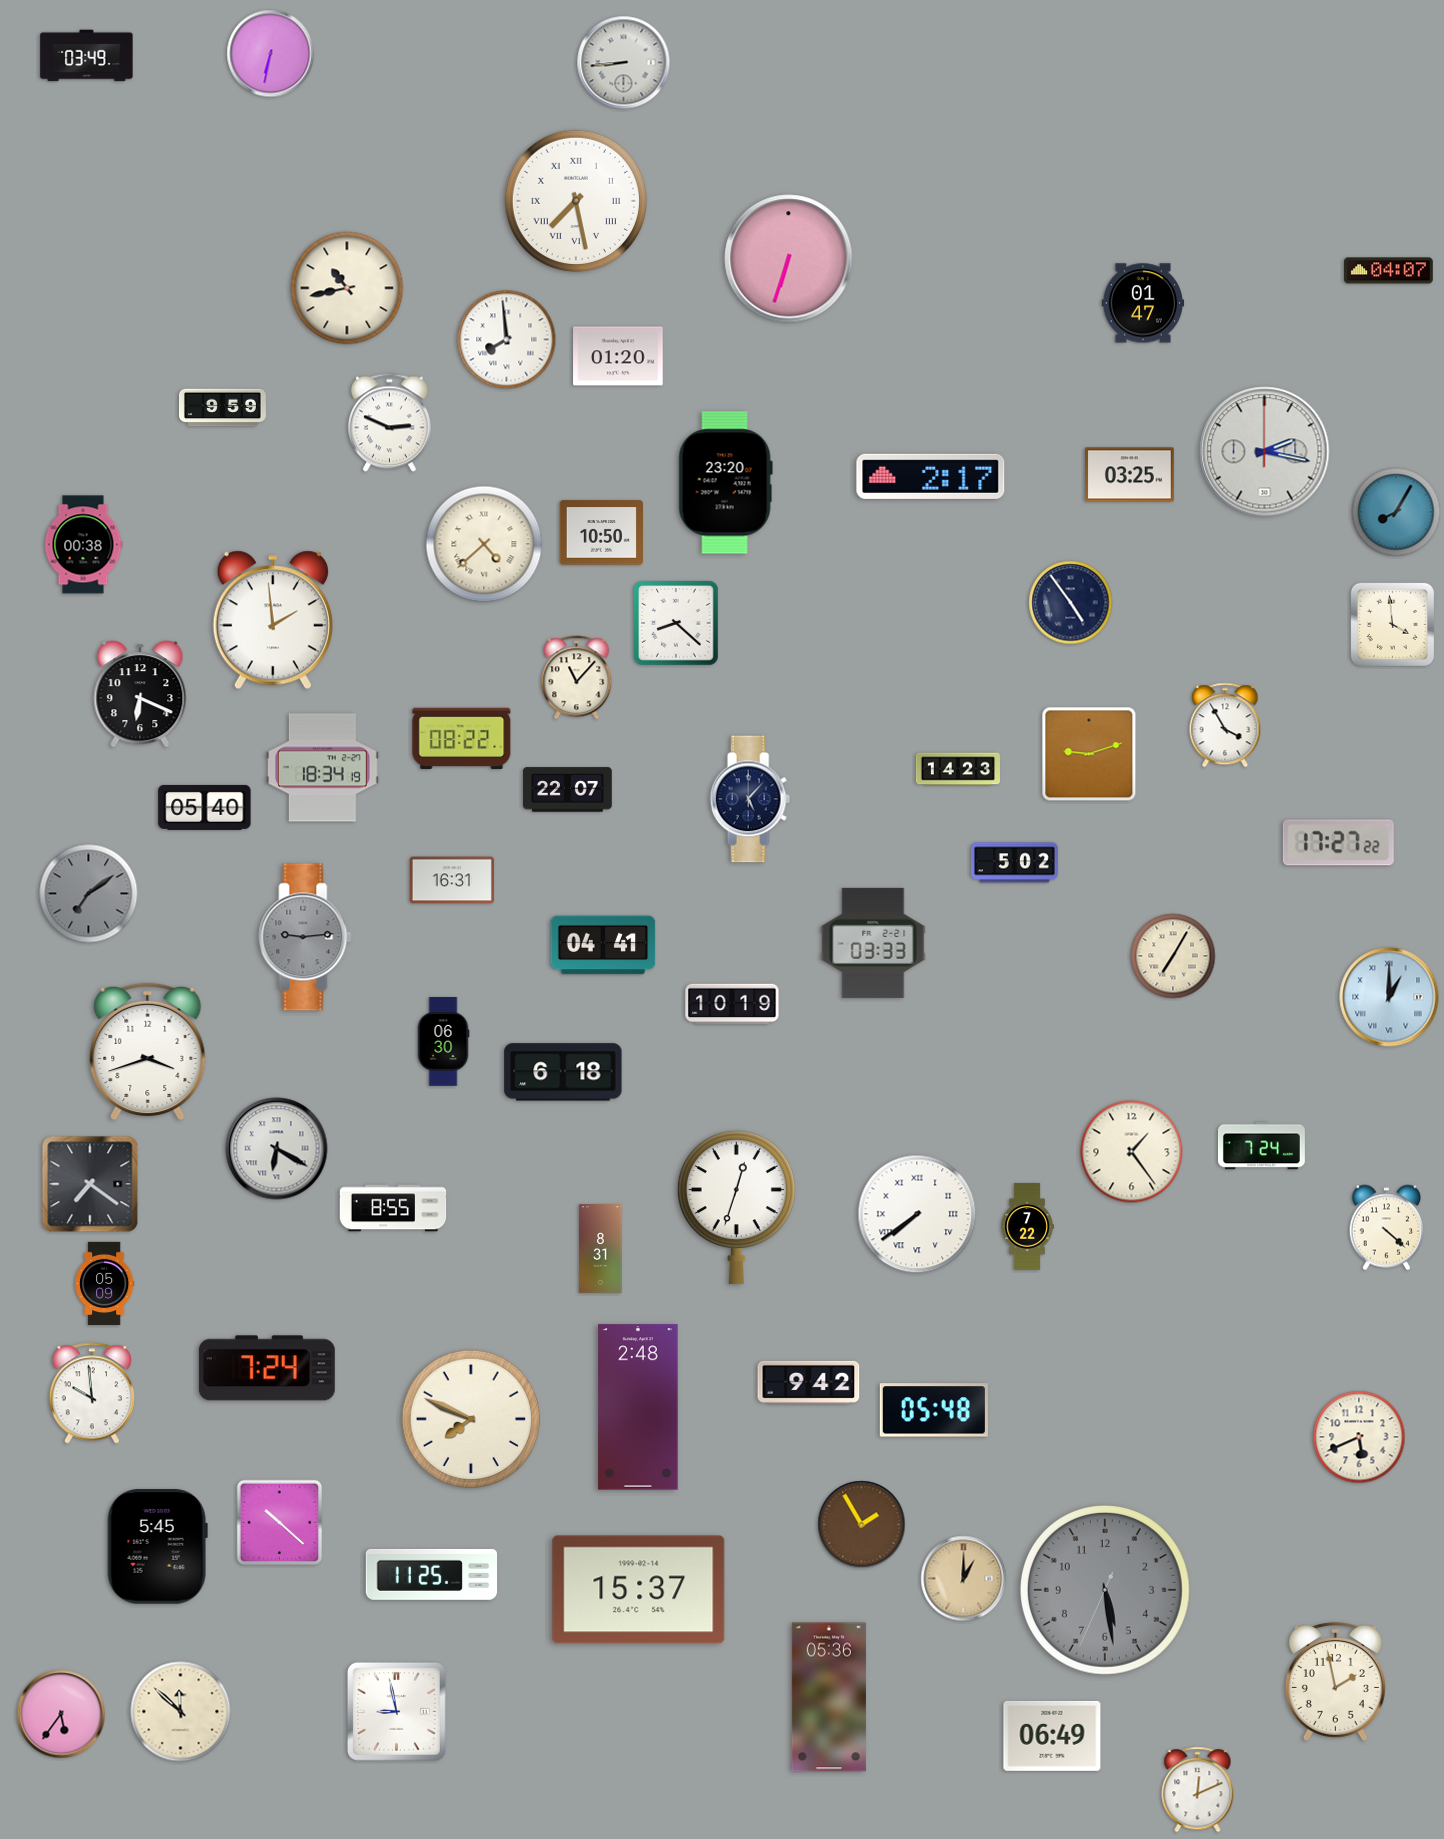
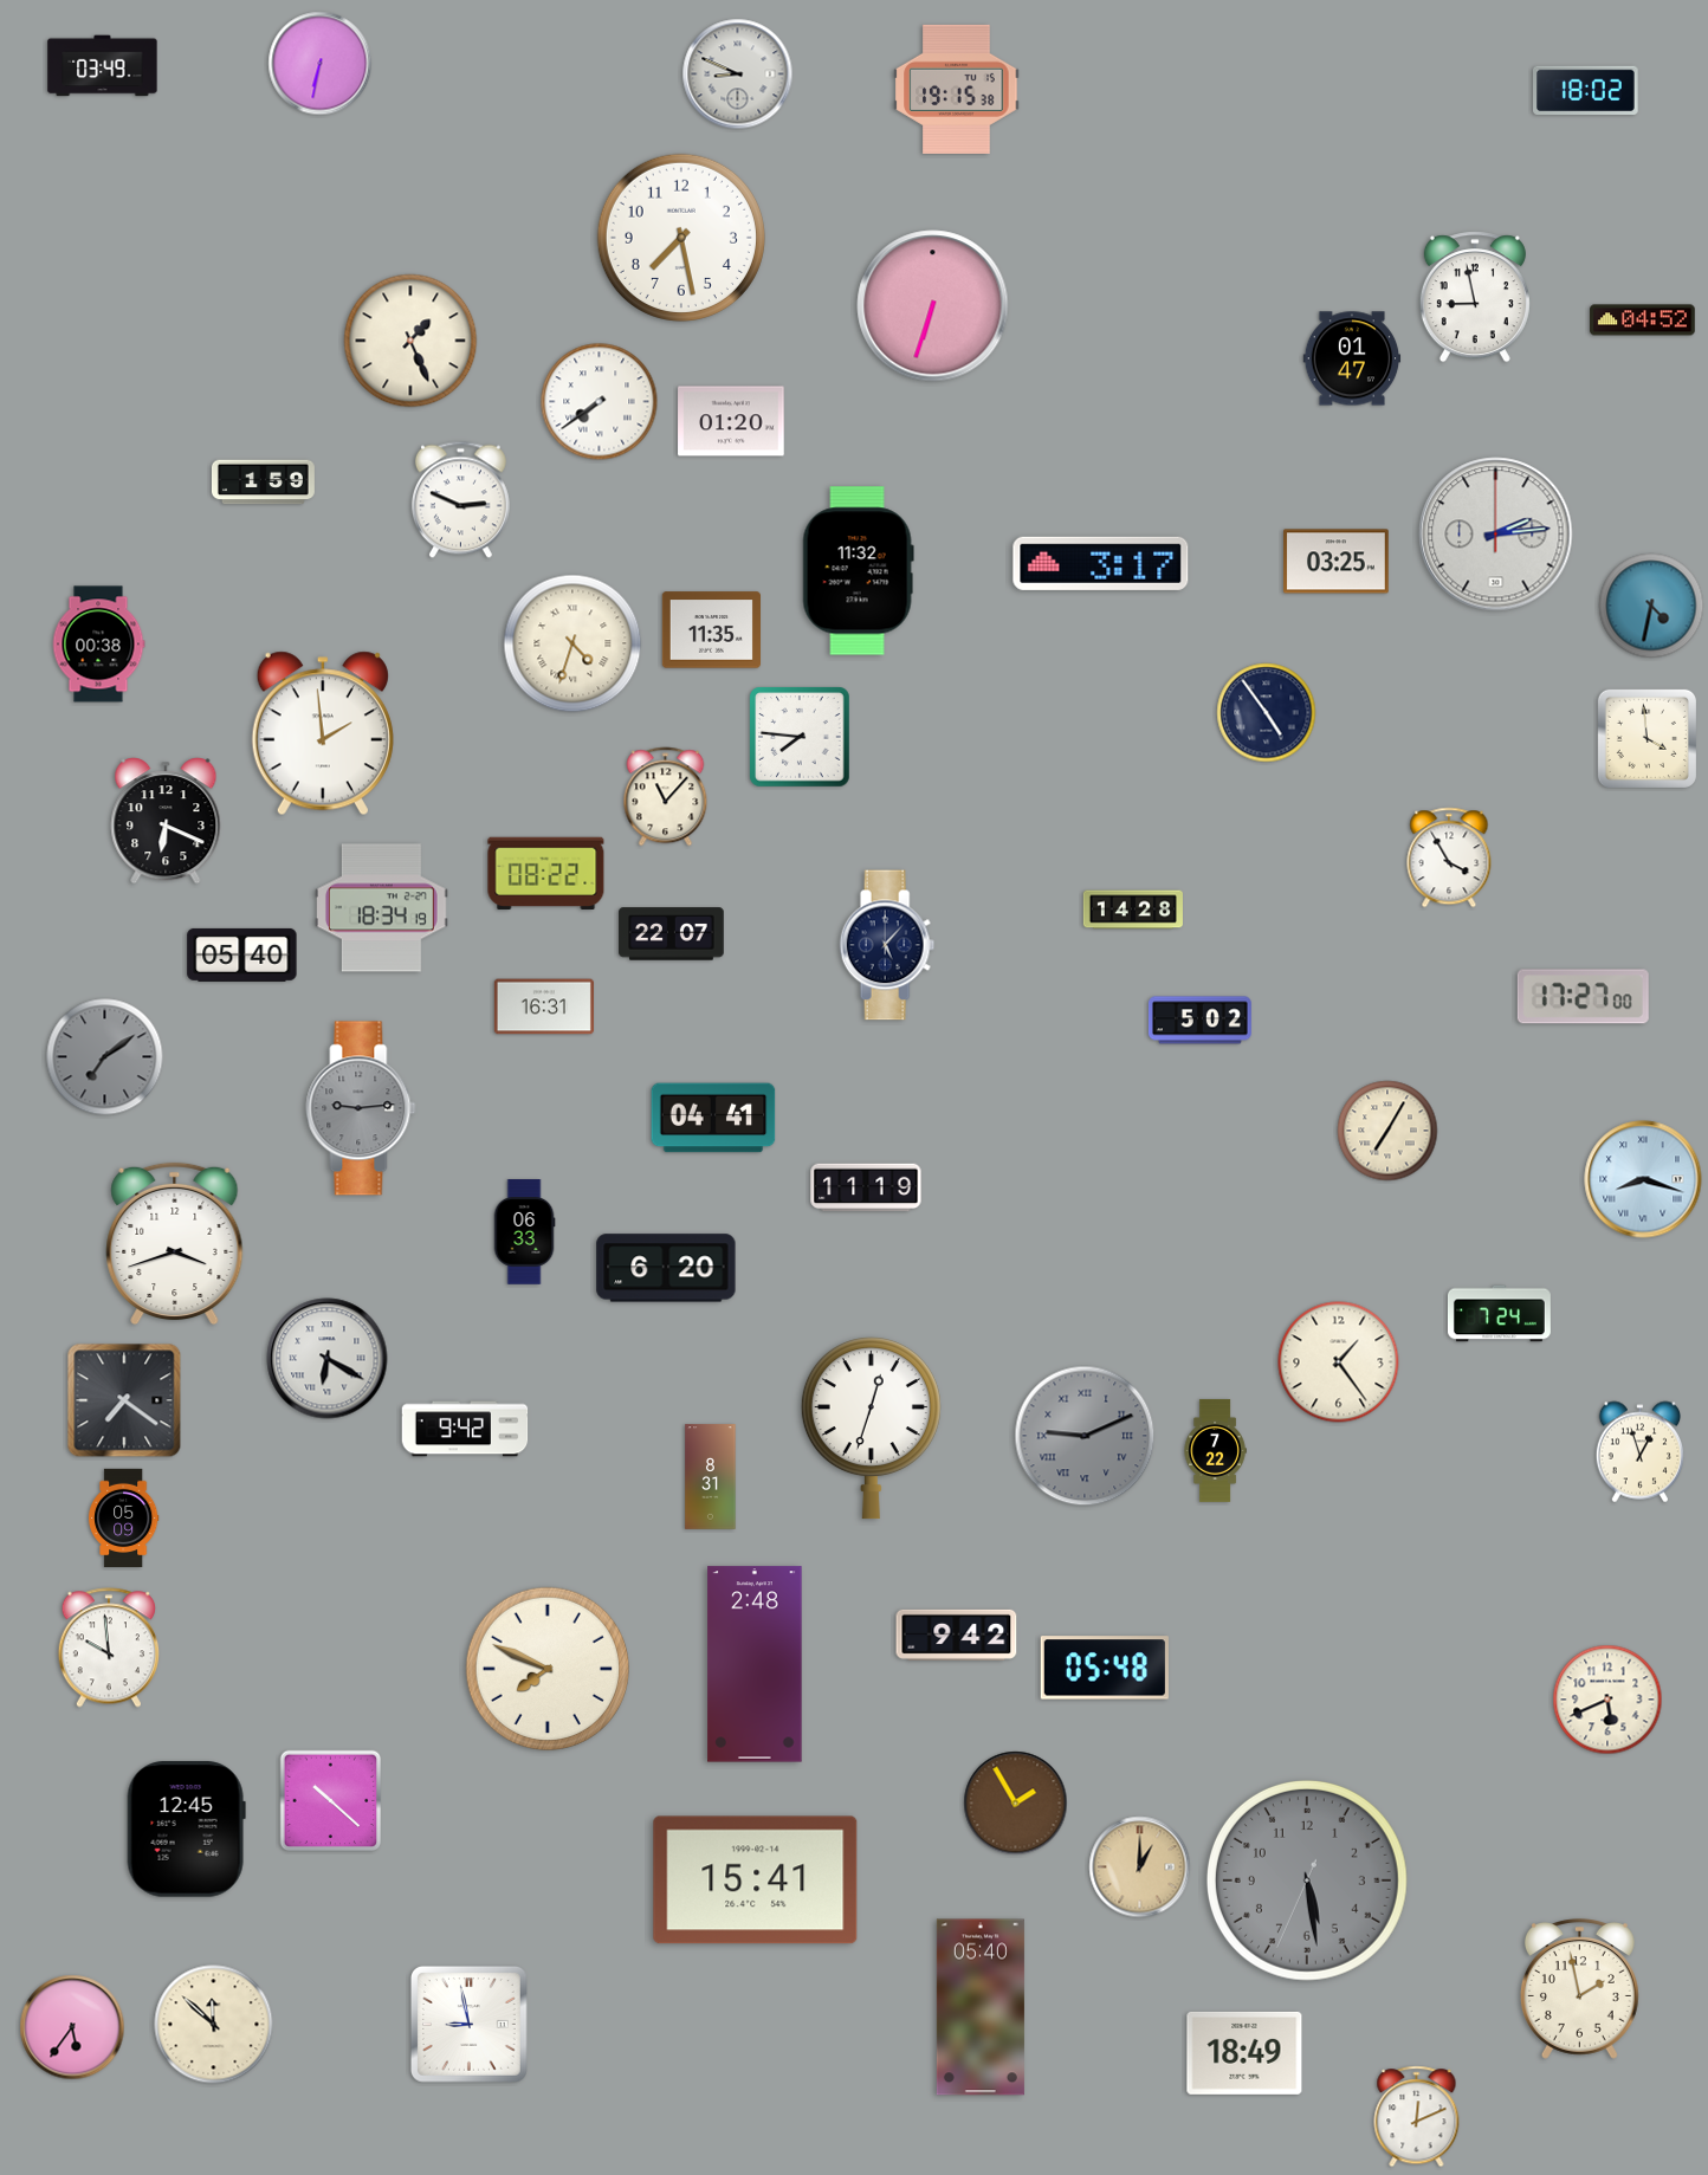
clock at (624, 63): 8:44 -> 8:49
clock at (957, 89): none -> 19:15
clock at (1586, 91): none -> 18:02
clock at (576, 201) numerals: Roman -> Arabic
clock at (1475, 297): none -> 8:58
clock at (1389, 271): 04:07 -> 04:52
clock at (347, 288): 10:43 -> 1:26
clock at (507, 340): 7:59 -> 7:39
clock at (222, 408): 9:59 -> 1:59
clock at (1265, 452): 2:17 -> 2:14
clock at (931, 476): 2:17 -> 3:17
clock at (725, 483): 23:20 -> 11:32
clock at (1396, 512): 8:05 -> 4:32
clock at (601, 533): 10:50 -> 11:35
clock at (484, 544): 4:38 -> 4:33
clock at (676, 623): 8:22 -> 7:46
clock at (577, 678) position: (577, 678) -> (666, 797)
clock at (1089, 754): 9:12 -> none
clock at (958, 769): 14:23 -> 14:28
clock at (1338, 843): 17:27:22 -> 17:27:00
clock at (452, 880) position: (452, 880) -> (544, 1006)
clock at (873, 943): 03:33 -> none
clock at (1389, 997): 1:00 -> 8:18
clock at (732, 1004): 10:19 -> 11:19
clock at (443, 1042): 06:30 -> 06:33
clock at (563, 1072): 6:18 -> 6:20
clock at (1261, 1146) position: (1261, 1146) -> (1499, 1314)
clock at (90, 1184) position: (90, 1184) -> (124, 1400)
clock at (393, 1208): 8:55 -> 9:42
clock at (917, 1214): 7:39 -> 9:11
clock at (917, 1214) dial: white -> grey
clock at (1387, 1228): 4:22 -> 12:57
clock at (267, 1368): 7:24 -> none
clock at (470, 1418) position: (470, 1418) -> (546, 1668)
clock at (862, 1525) position: (862, 1525) -> (1016, 1804)
clock at (157, 1547): 5:45 -> 12:45
clock at (432, 1574): 11:25 -> none
clock at (639, 1590): 15:37 -> 15:41
clock at (829, 1697): 05:36 -> 05:40
clock at (1052, 1736): 06:49 -> 18:49
